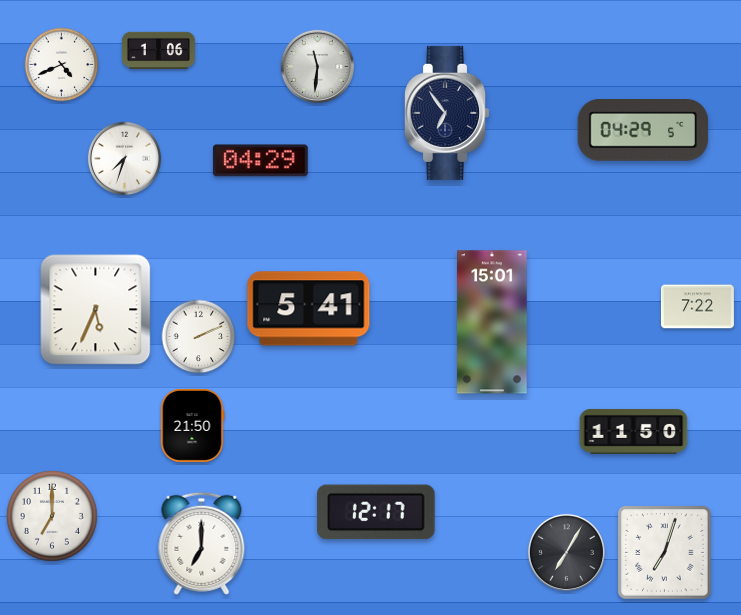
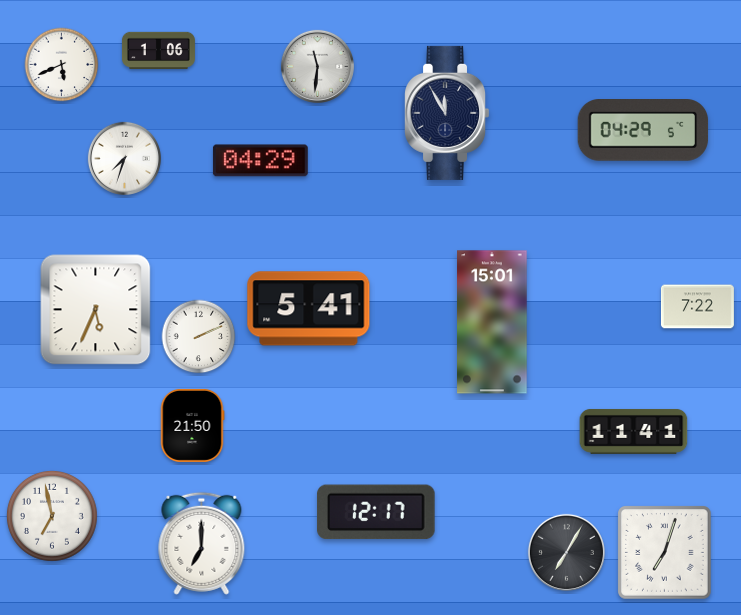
clock at (62, 65): 4:41 -> 5:41
clock at (447, 113): 6:54 -> 11:55
clock at (634, 431): 11:50 -> 11:41
clock at (52, 516): 7:00 -> 6:58
